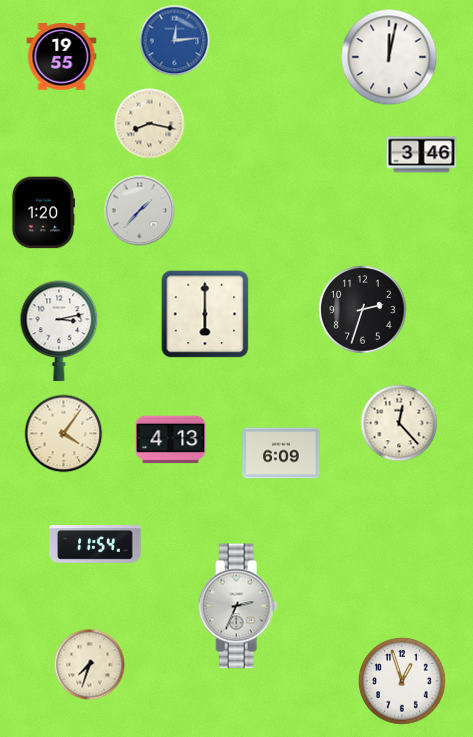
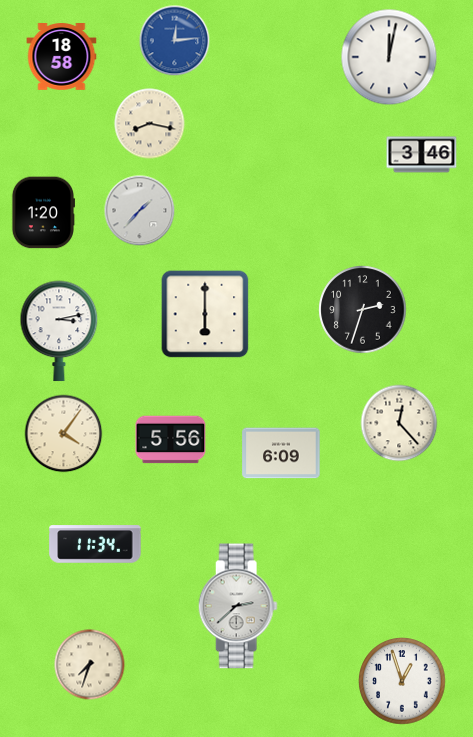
clock at (62, 57): 19:55 -> 18:58
clock at (171, 440): 4:13 -> 5:56
clock at (95, 544): 11:54 -> 11:34
clock at (238, 606): 2:34 -> 2:38
